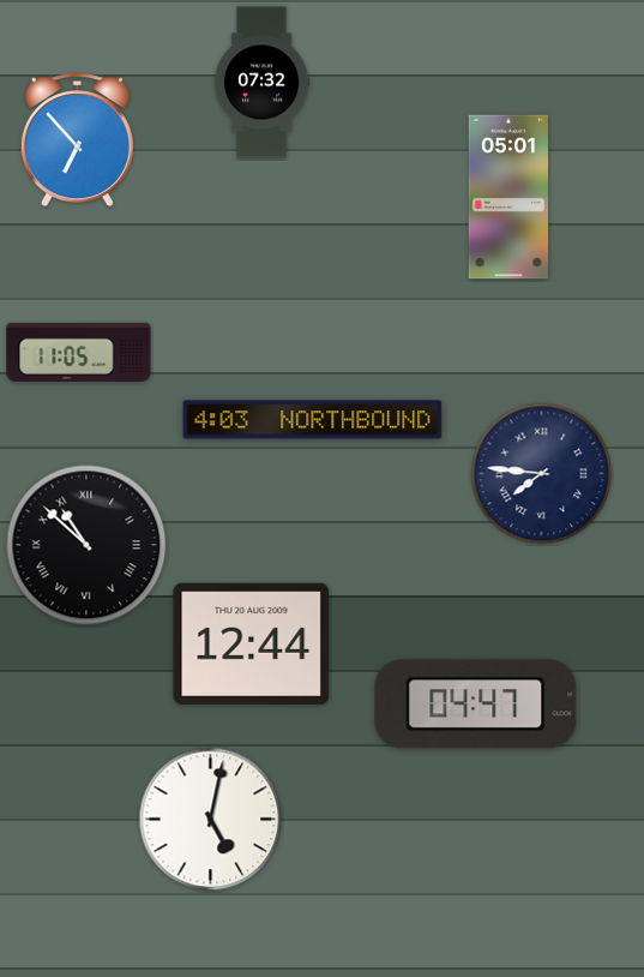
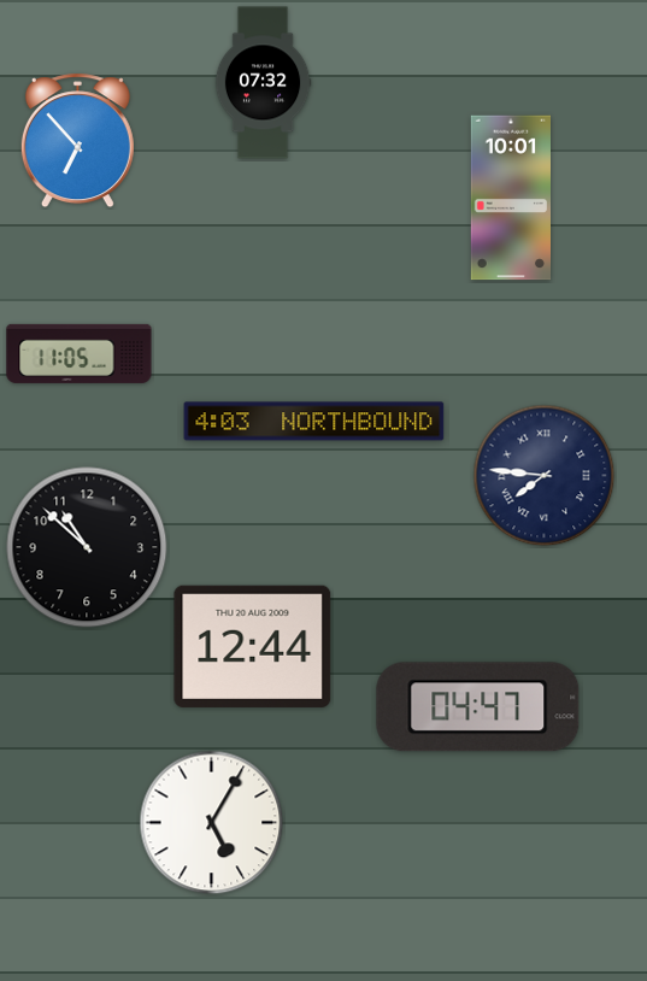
clock at (507, 197): 05:01 -> 10:01
clock at (86, 545) numerals: Roman -> Arabic
clock at (211, 820): 5:02 -> 5:05
